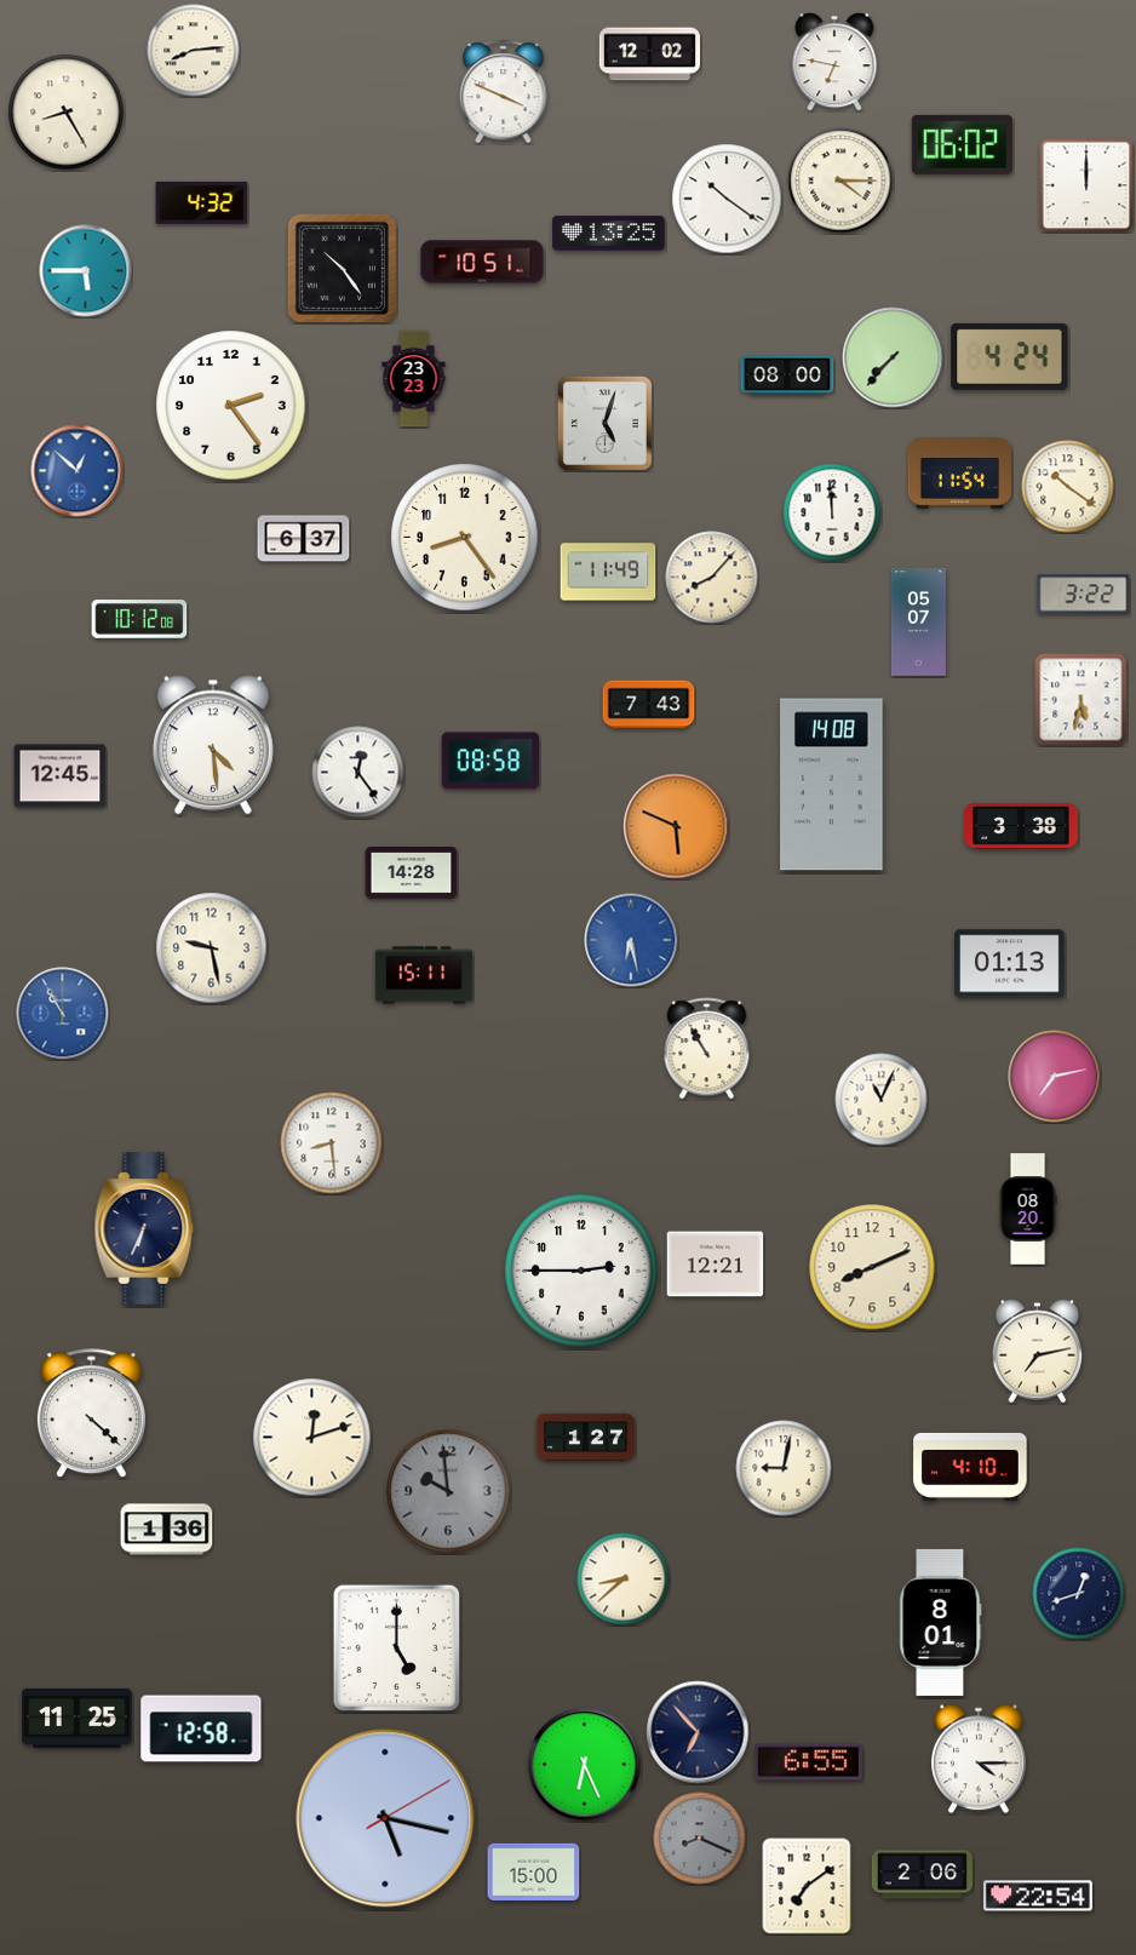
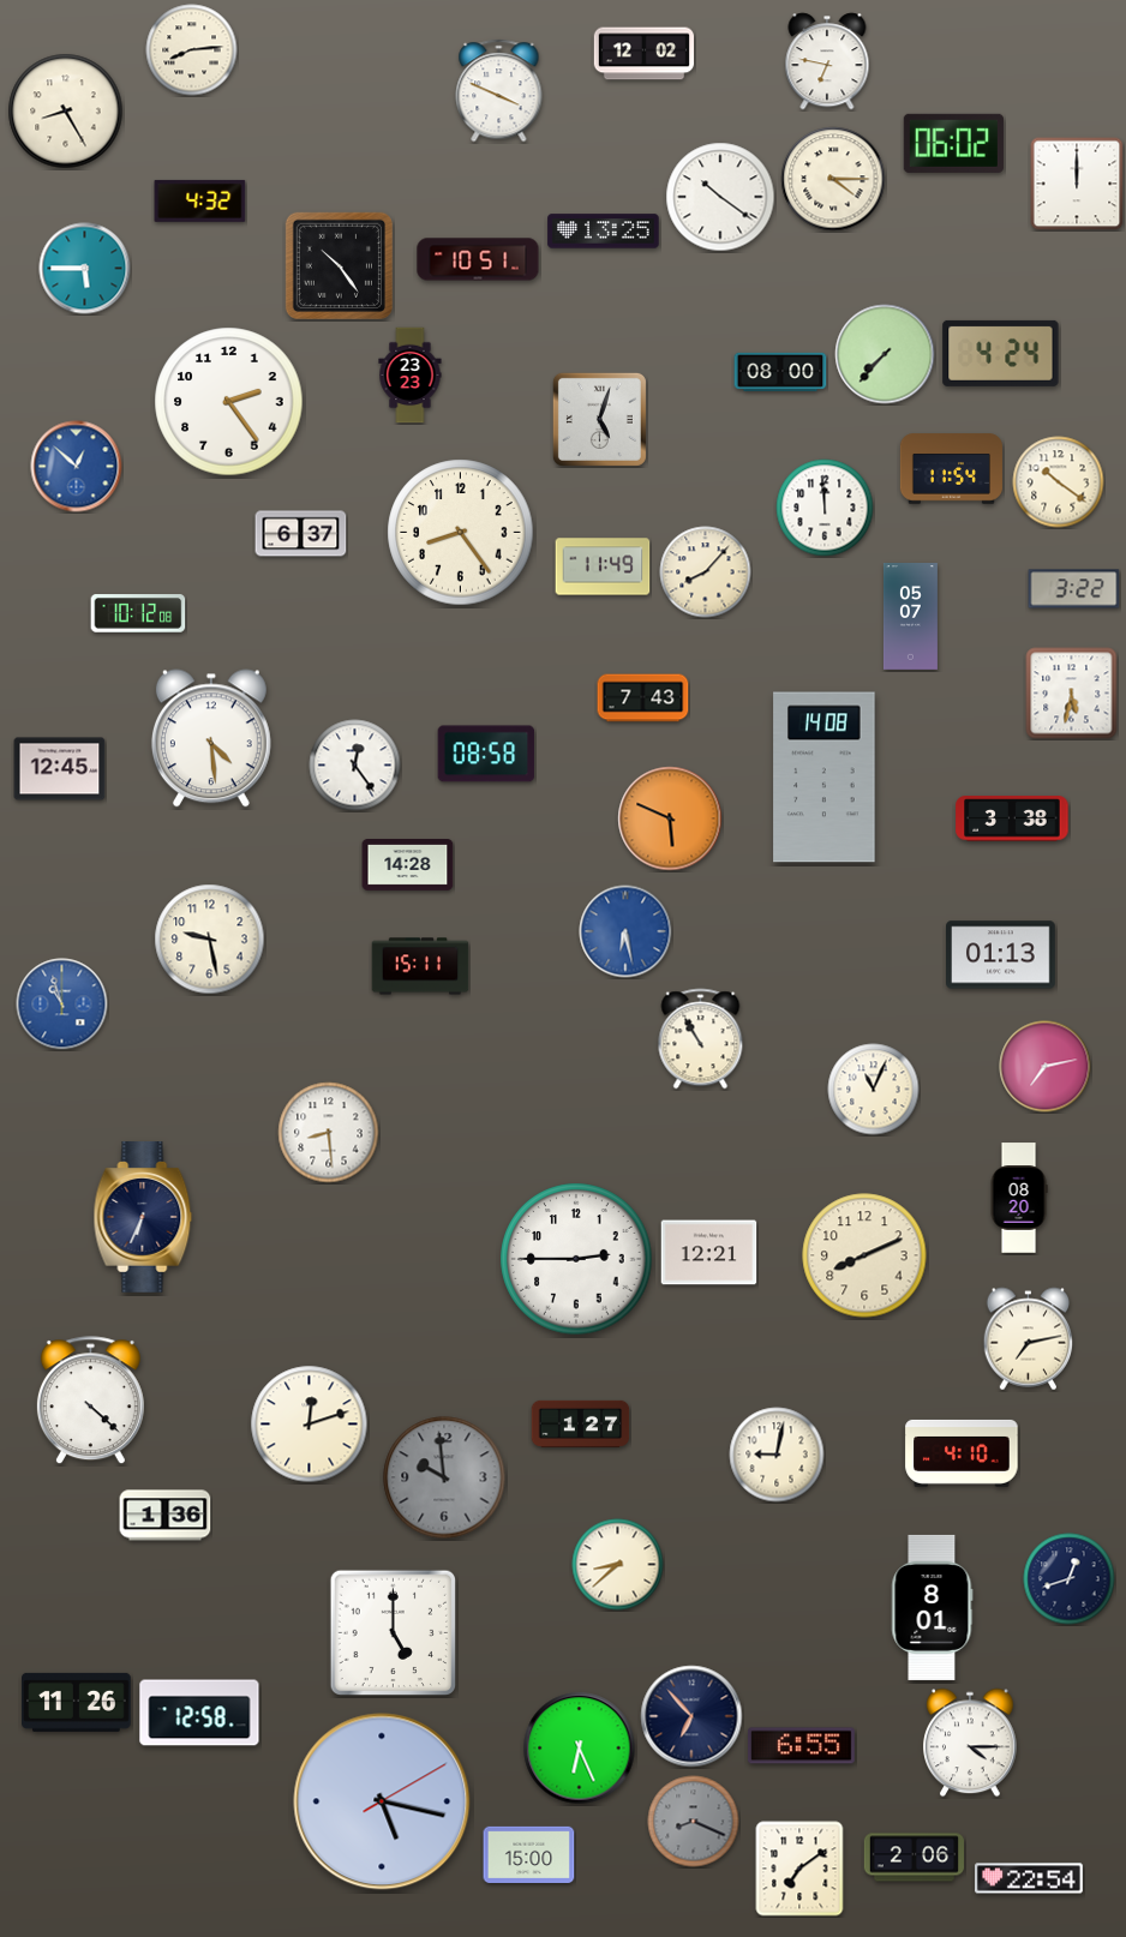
clock at (63, 1014): 10:55 -> 10:57
clock at (78, 1718): 11:25 -> 11:26
